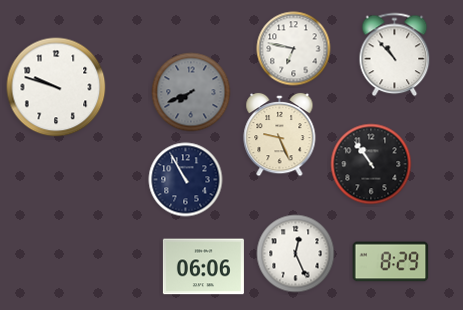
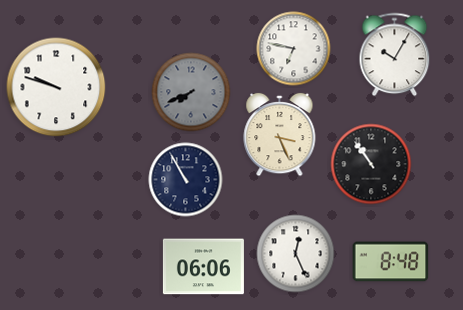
clock at (395, 55): 10:53 -> 10:05
clock at (280, 135): 9:26 -> 3:26
clock at (391, 262): 8:29 -> 8:48
